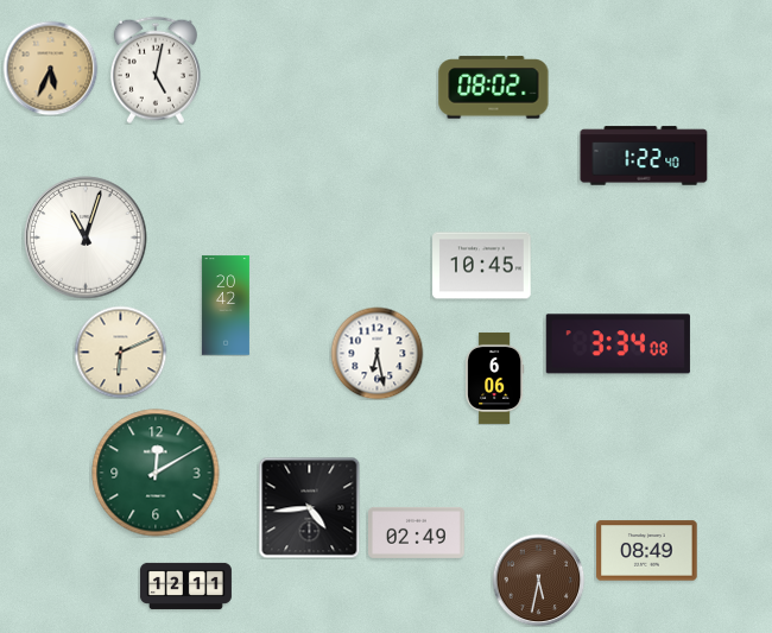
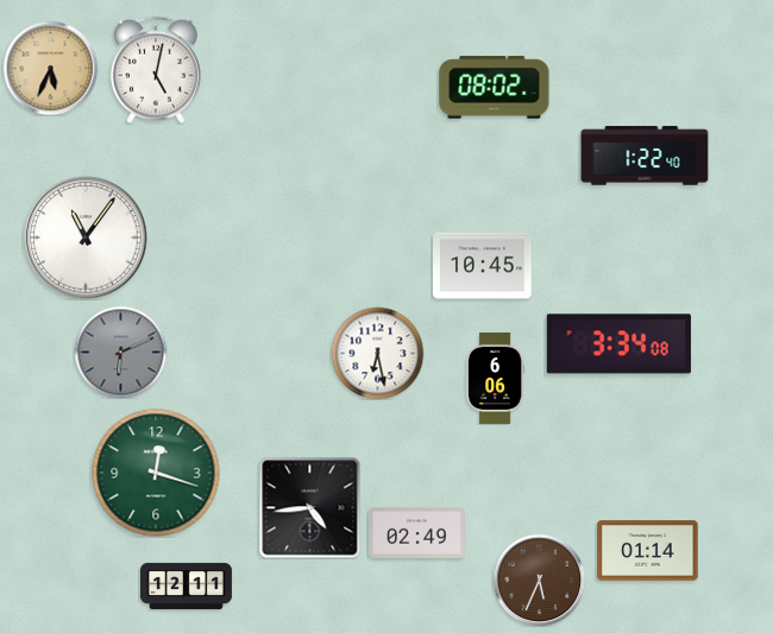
clock at (86, 238): 11:03 -> 11:06
clock at (226, 305): 20:42 -> none
clock at (120, 352) dial: cream -> grey
clock at (156, 473): 12:10 -> 12:18
clock at (647, 551): 08:49 -> 01:14
clock at (538, 580): 5:32 -> 5:34
